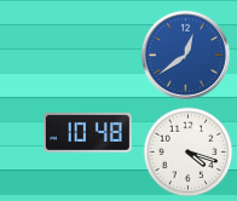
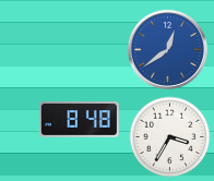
clock at (87, 133): 10:48 -> 8:48
clock at (189, 153): 4:18 -> 3:35
